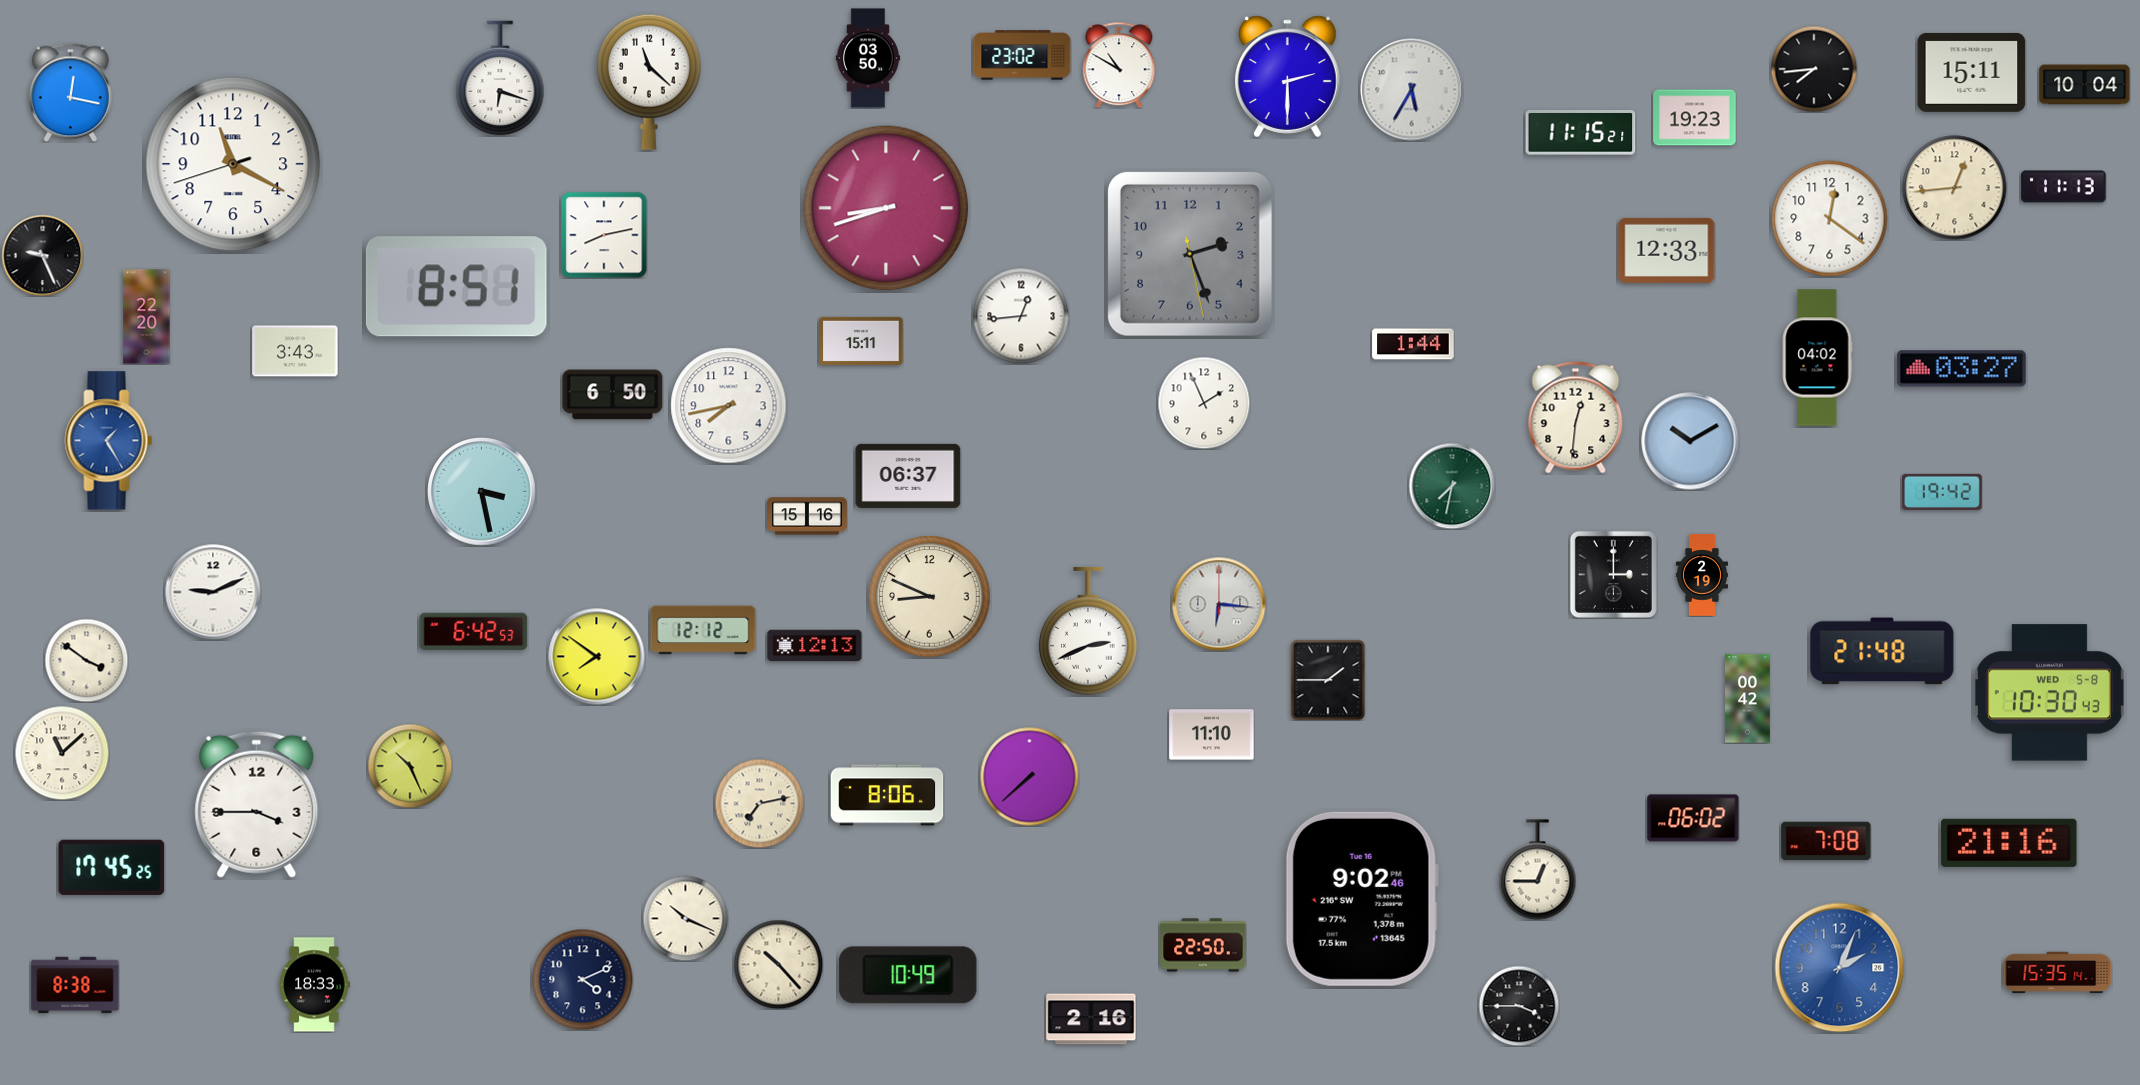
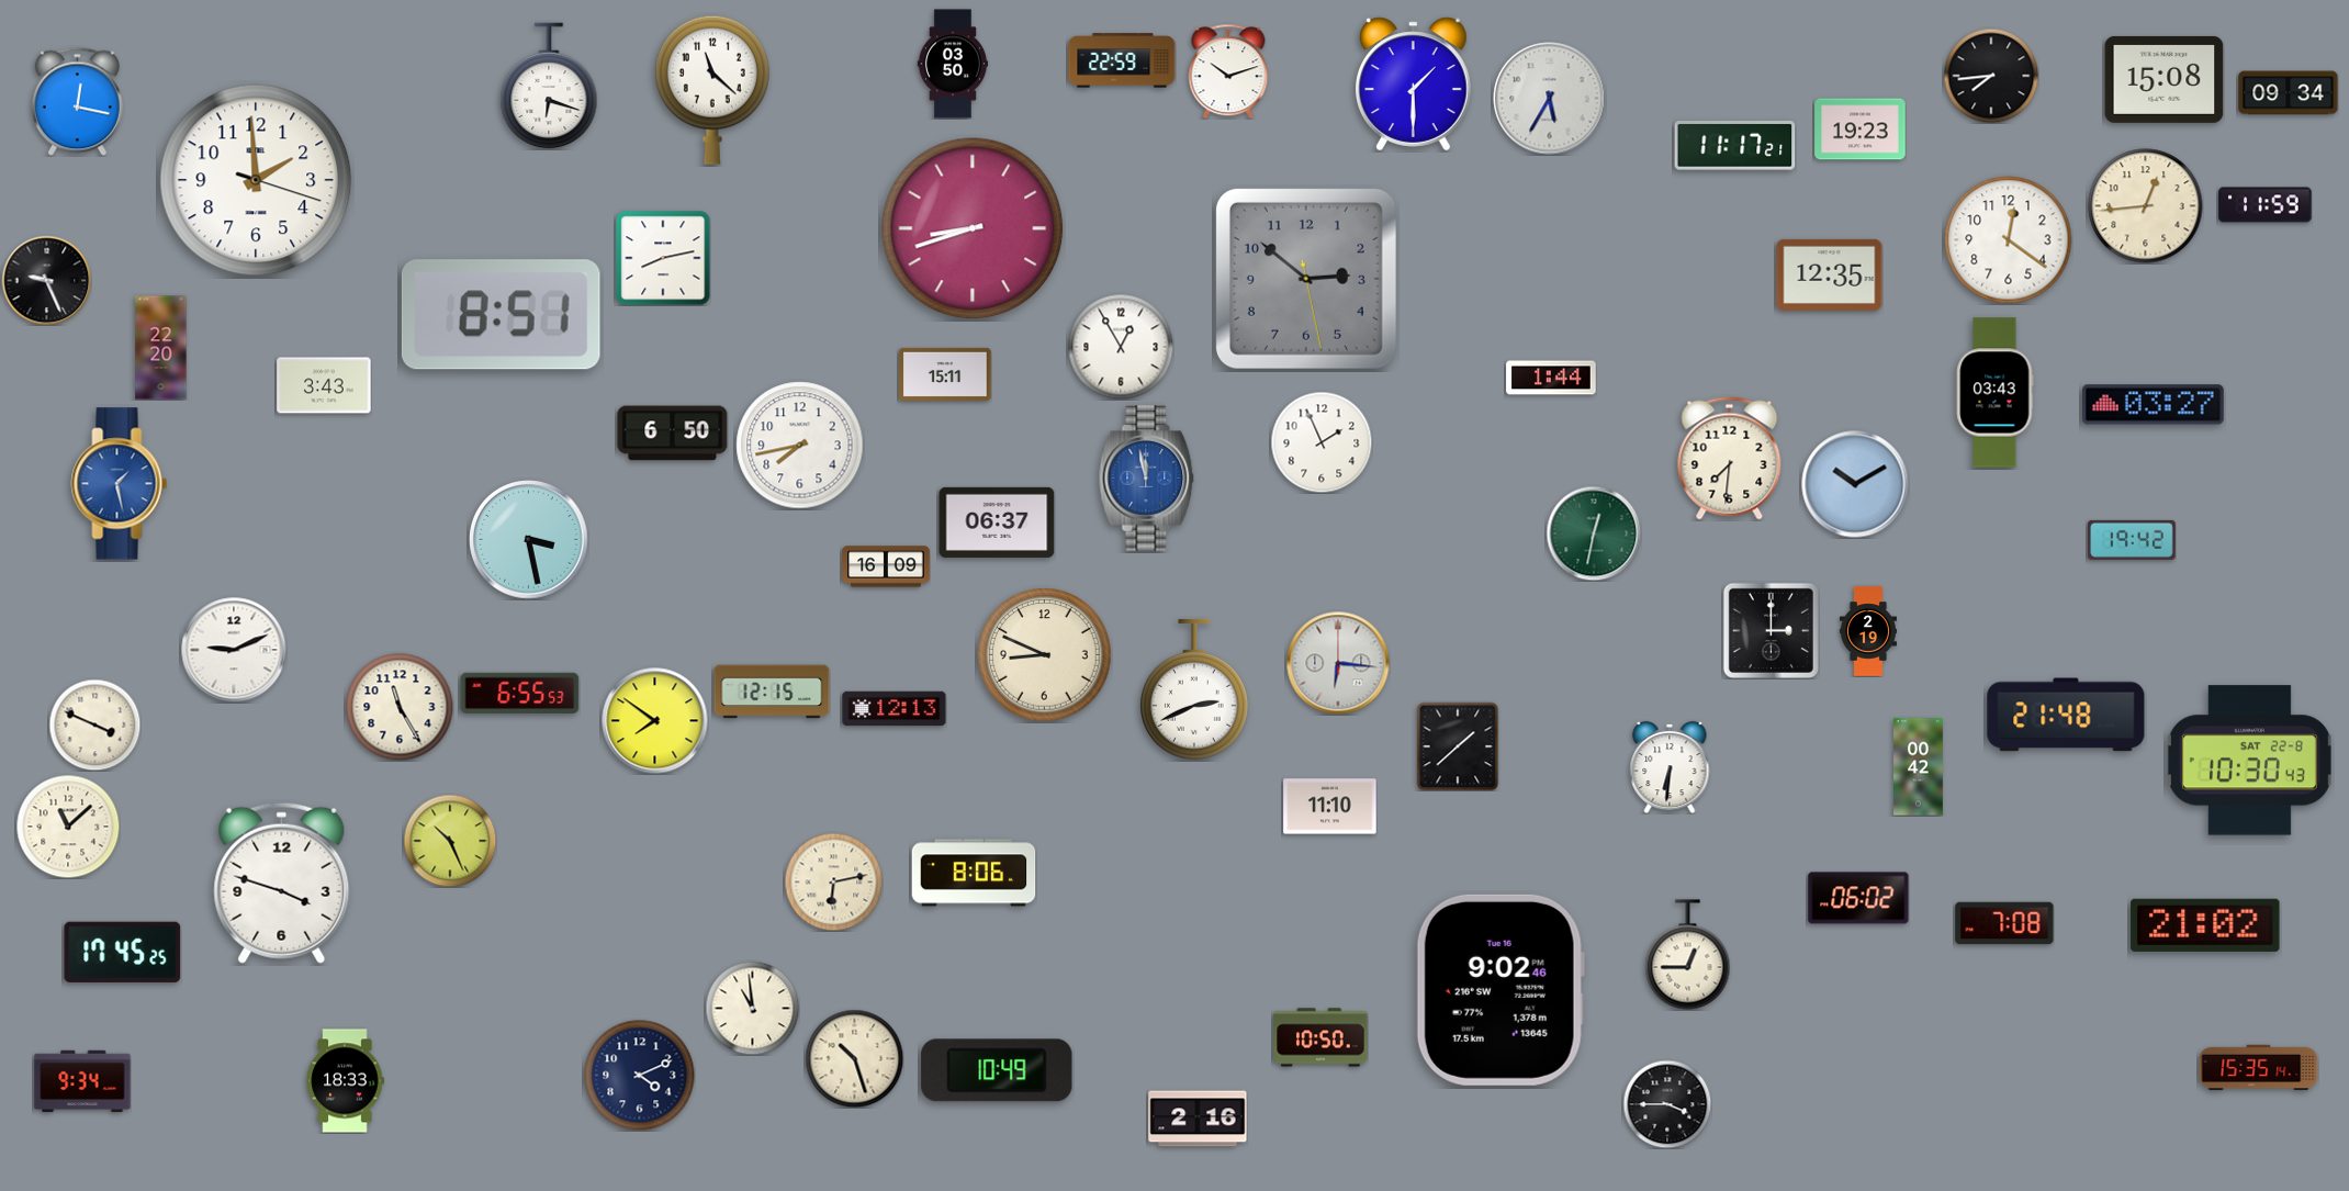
clock at (1022, 55): 23:02 -> 22:59
clock at (1119, 65): 10:50 -> 10:12
clock at (1972, 72): 15:11 -> 15:08
clock at (1288, 77): 2:30 -> 1:30
clock at (2085, 85): 10:04 -> 09:34
clock at (1581, 133): 11:15 -> 11:17
clock at (233, 164): 11:19 -> 1:59
clock at (2064, 187): 11:13 -> 11:59
clock at (1667, 250): 12:33 -> 12:35
clock at (1190, 254): 2:26 -> 2:51
clock at (1021, 316): 12:44 -> 12:55
clock at (1817, 358): 04:02 -> 03:43
clock at (1576, 418): 12:31 -> 7:31
clock at (1147, 479): none -> 11:58
clock at (109, 441): 1:25 -> 1:28
clock at (1452, 486): 7:32 -> 12:32
clock at (807, 516): 15:16 -> 16:09
clock at (930, 597) position: (930, 597) -> (1045, 655)
clock at (703, 630): 12:12 -> 12:15
clock at (474, 631): 6:42 -> 6:55
clock at (1088, 631) position: (1088, 631) -> (1194, 689)
clock at (400, 707): none -> 11:25
clock at (86, 660): 3:51 -> 3:49
clock at (1328, 680): 1:45 -> 1:38
clock at (2049, 693) date: WED 5-8 -> SAT 22-8
clock at (1670, 767): none -> 6:31
clock at (1030, 777): 7:38 -> none
clock at (759, 803): 7:13 -> 6:13
clock at (257, 804): 3:45 -> 3:48
clock at (2009, 843): 21:16 -> 21:02
clock at (1362, 899) position: (1362, 899) -> (1501, 990)
clock at (685, 918): 10:19 -> 10:59
clock at (1203, 945): 22:50 -> 10:50
clock at (778, 964): 10:23 -> 10:27
clock at (1840, 968): 2:04 -> none
clock at (75, 985): 8:38 -> 9:34
